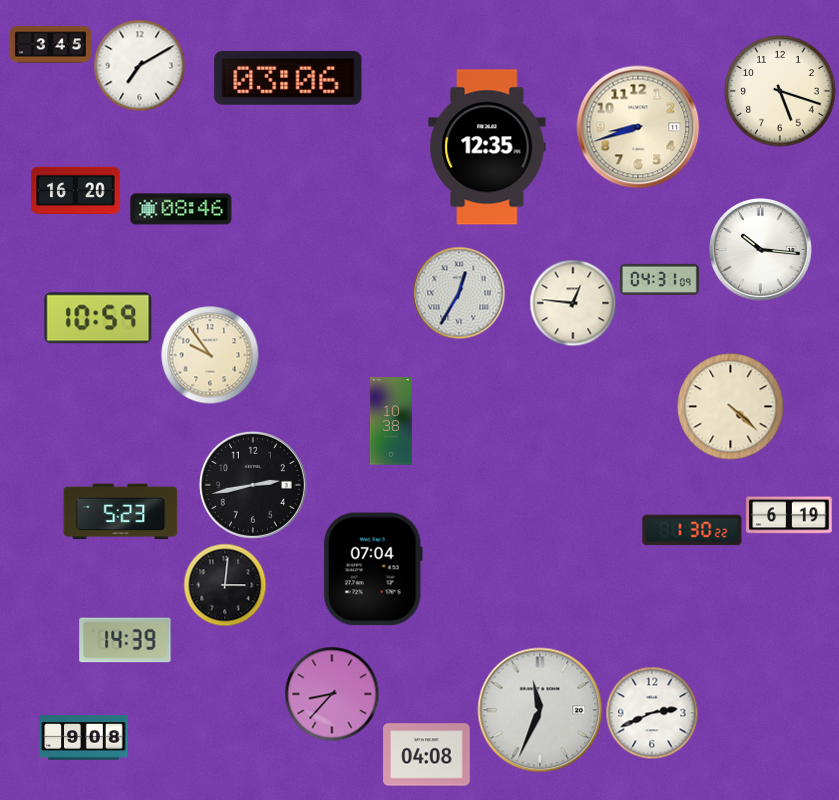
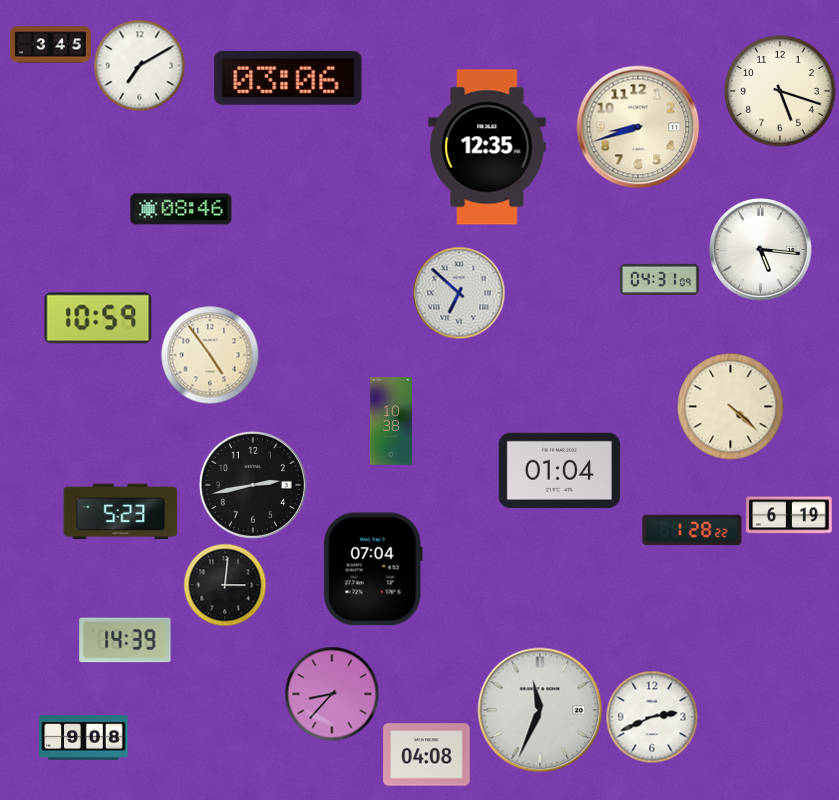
clock at (76, 191): 16:20 -> none
clock at (761, 250): 10:16 -> 5:16
clock at (459, 293): 12:35 -> 6:52
clock at (573, 303): 12:46 -> none
clock at (210, 355): 9:54 -> 4:54
clock at (560, 470): none -> 01:04
clock at (692, 530): 1:30 -> 1:28
clock at (652, 713) position: (652, 713) -> (652, 717)
